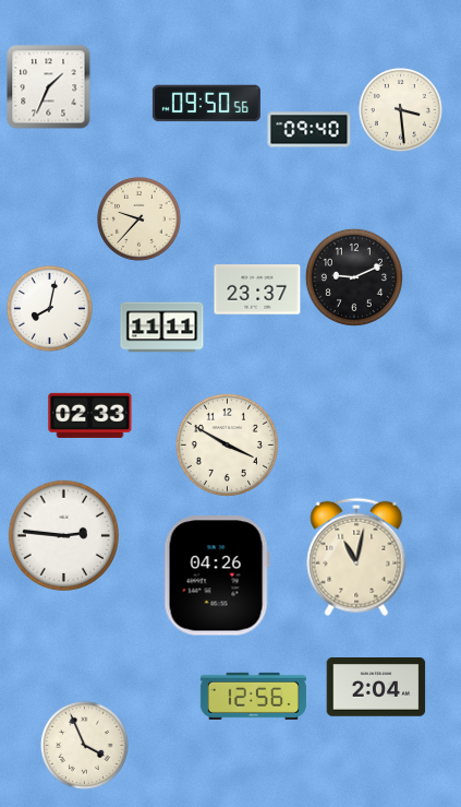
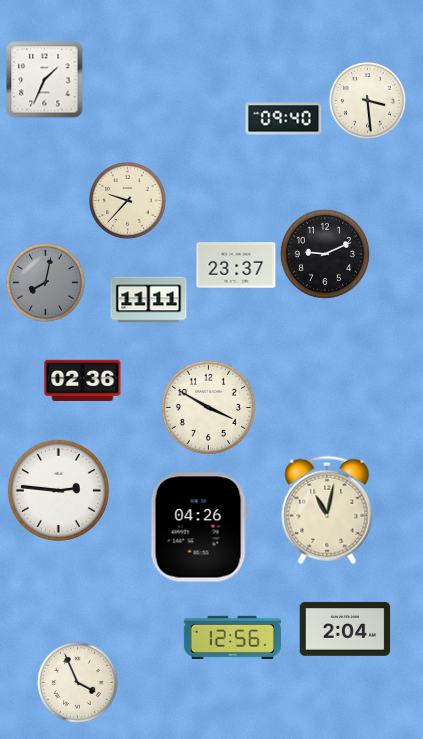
clock at (206, 104): 09:50 -> none
clock at (49, 308) dial: white -> grey
clock at (90, 415): 02:33 -> 02:36
